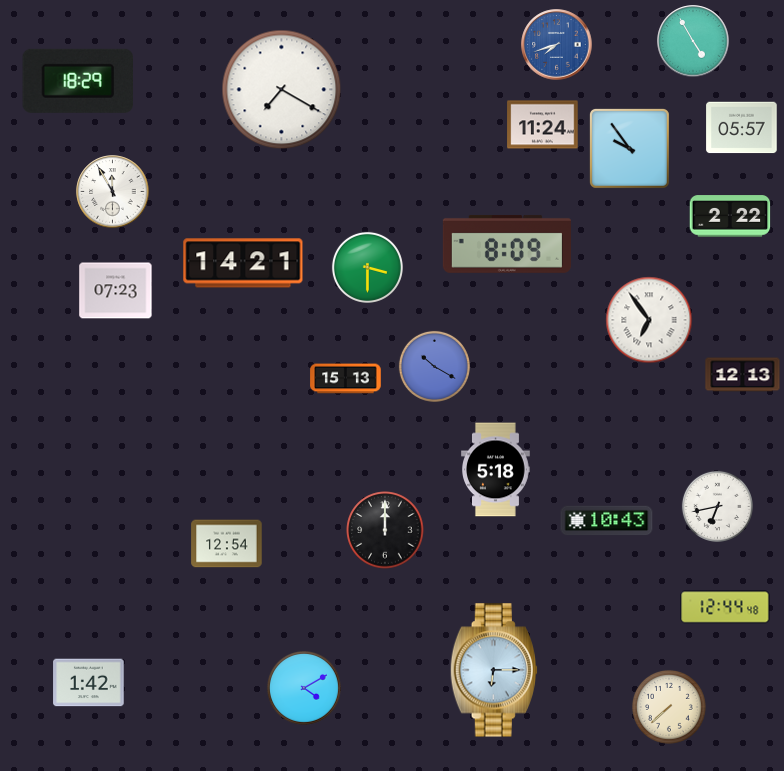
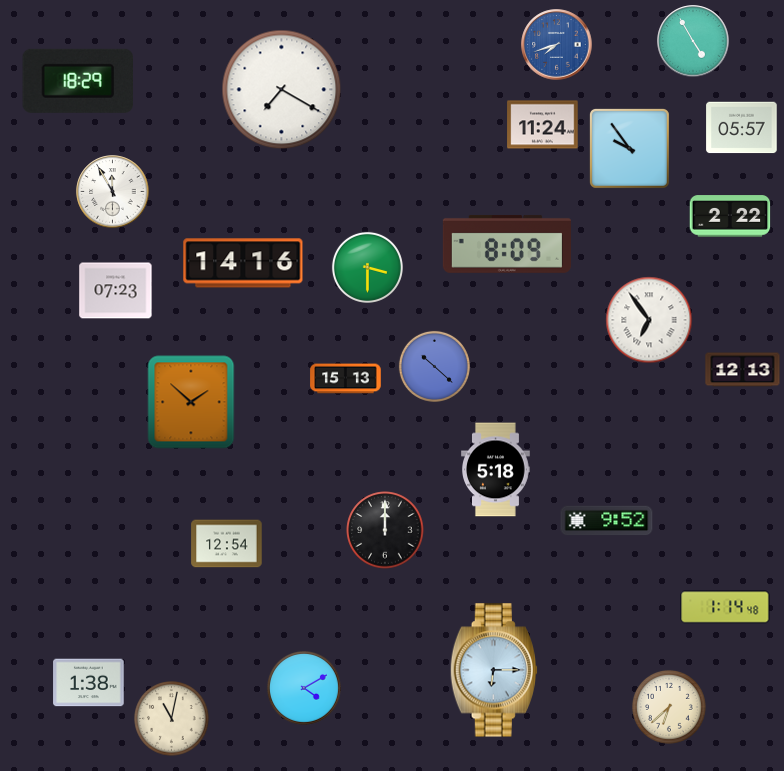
clock at (243, 263): 14:21 -> 14:16
clock at (434, 366): 10:20 -> 10:22
clock at (743, 375) position: (743, 375) -> (743, 370)
clock at (191, 402): none -> 1:52
clock at (717, 506): 6:43 -> none
clock at (607, 521): 10:43 -> 9:52
clock at (725, 607): 12:44 -> 1:14
clock at (89, 683): 1:42 -> 1:38
clock at (669, 707): 7:38 -> 6:38
clock at (172, 719): none -> 11:02
